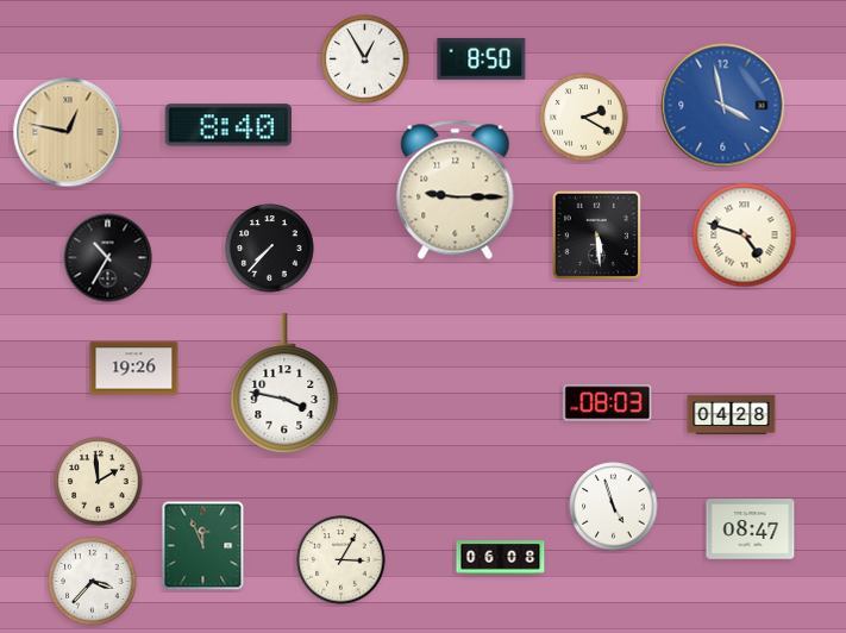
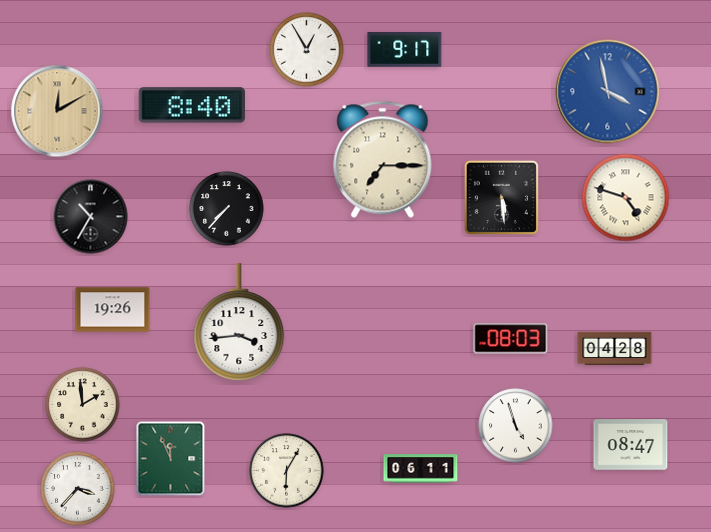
clock at (482, 59): 8:50 -> 9:17
clock at (723, 106) position: (723, 106) -> (608, 92)
clock at (584, 118): 2:20 -> none
clock at (68, 132): 12:47 -> 12:10
clock at (456, 189): 9:15 -> 7:15
clock at (284, 383): 3:47 -> 3:44
clock at (501, 558): 06:08 -> 06:11
clock at (341, 560): 3:05 -> 6:05
